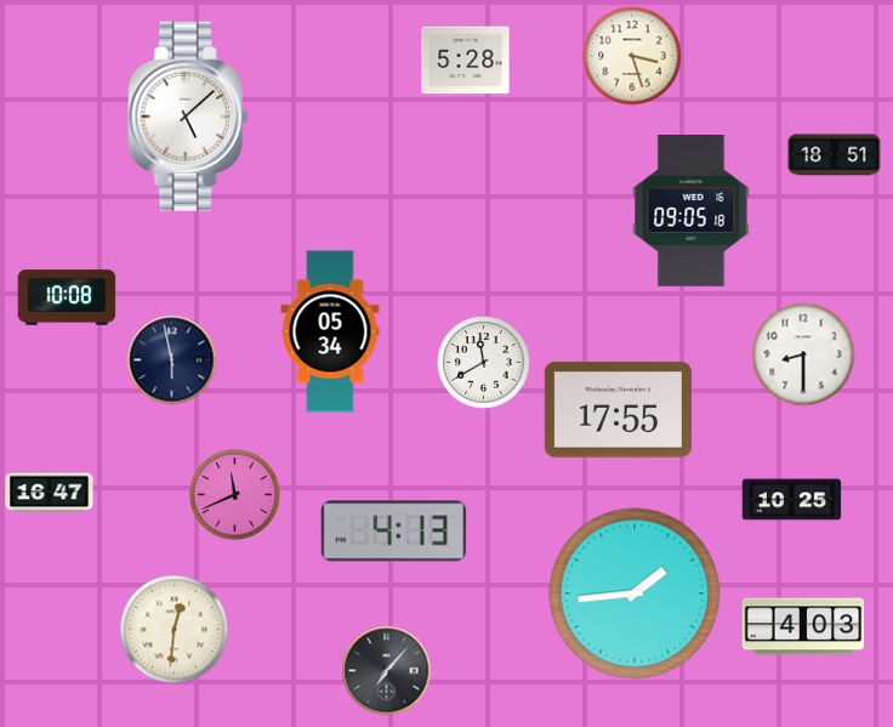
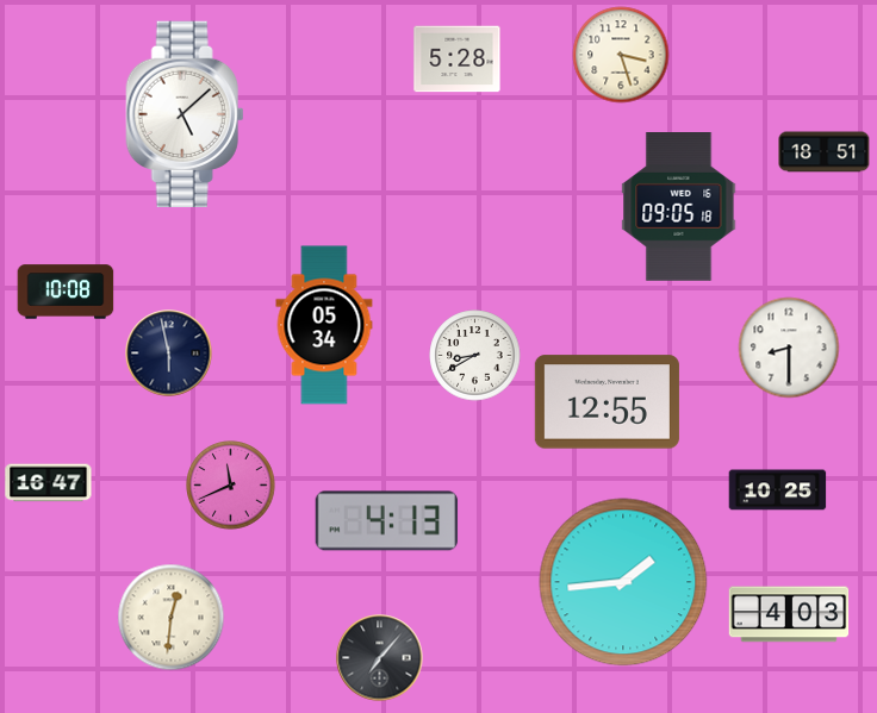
clock at (835, 155) position: (835, 155) -> (825, 152)
clock at (484, 363): 11:40 -> 8:40
clock at (618, 410): 17:55 -> 12:55
